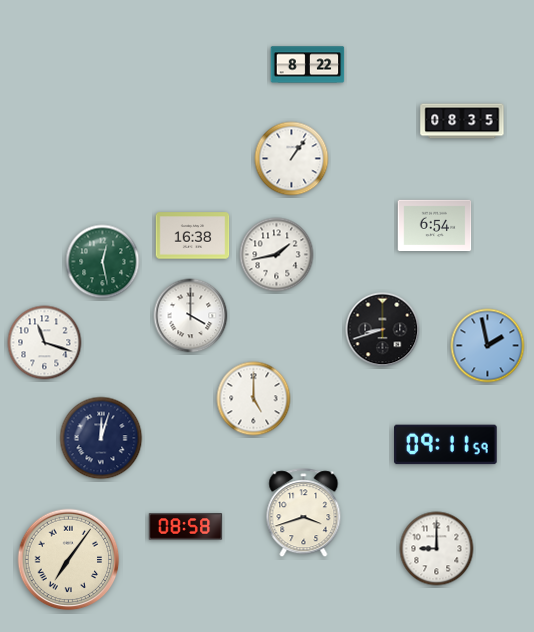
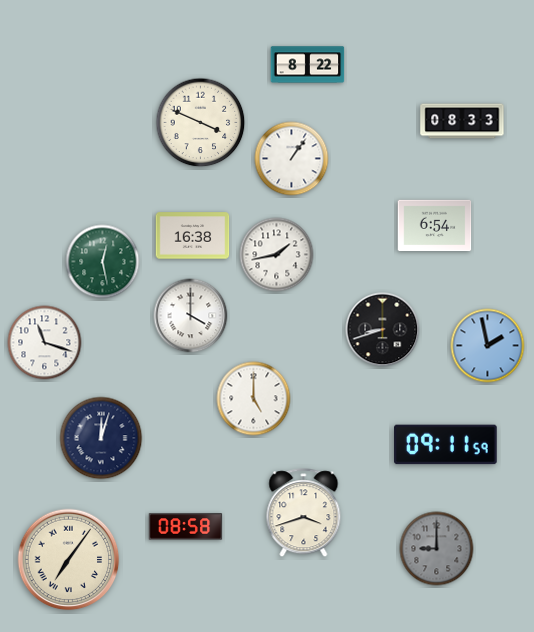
clock at (462, 121): 08:35 -> 08:33
clock at (201, 123): none -> 3:49
clock at (437, 549) dial: white -> grey
